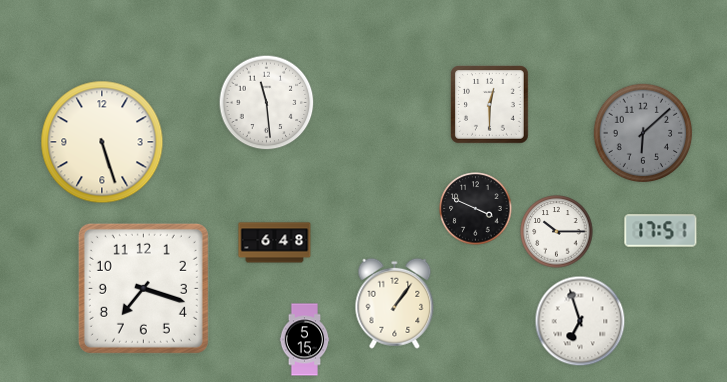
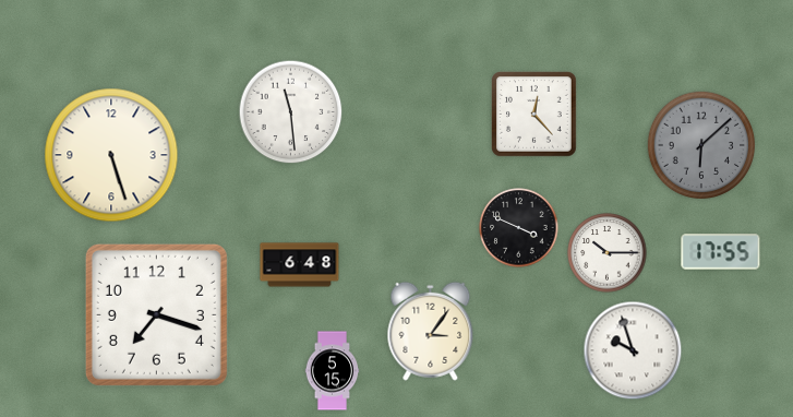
clock at (490, 105): 12:30 -> 12:23
clock at (661, 231): 17:51 -> 17:55
clock at (395, 303): 1:06 -> 3:06
clock at (580, 321): 6:57 -> 9:57
